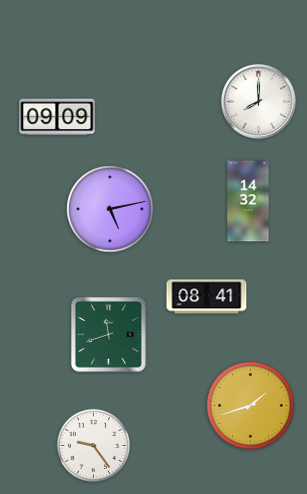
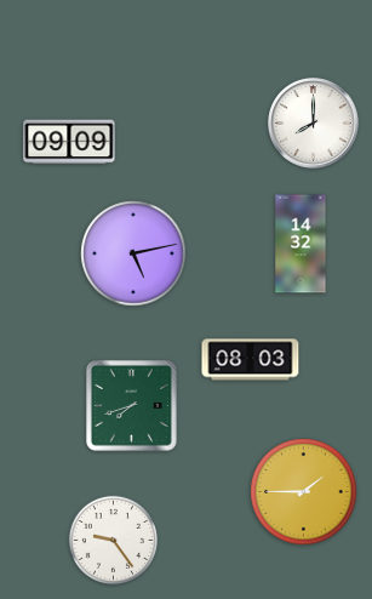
clock at (207, 297): 08:41 -> 08:03
clock at (108, 334): 11:42 -> 7:42
clock at (251, 406): 1:42 -> 1:45
